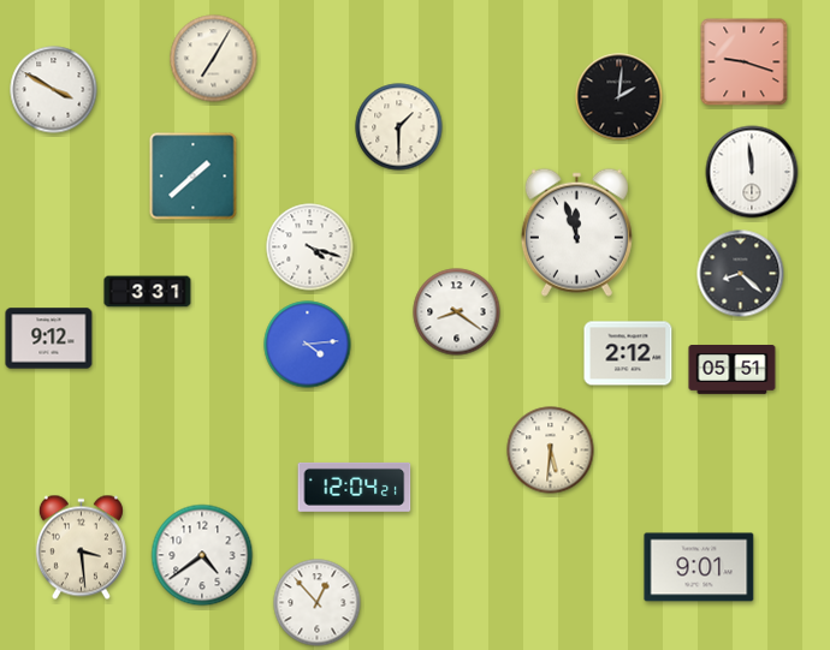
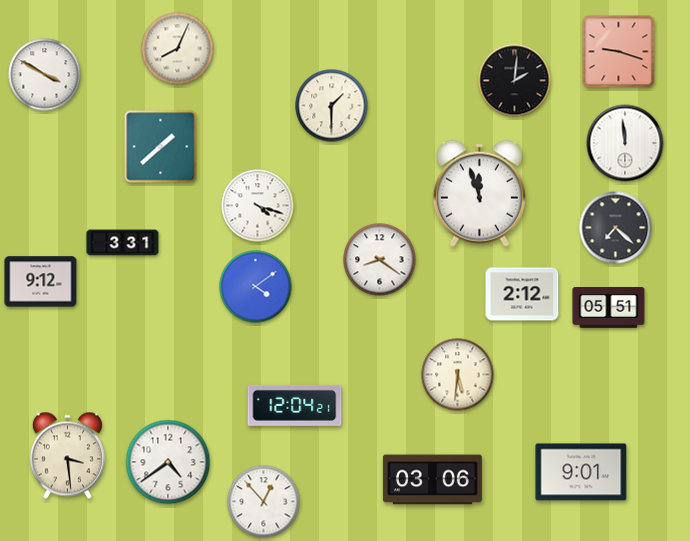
clock at (214, 59): 7:05 -> 8:04
clock at (741, 274): 8:22 -> 7:22
clock at (308, 345): 4:14 -> 4:09
clock at (432, 480): none -> 03:06
